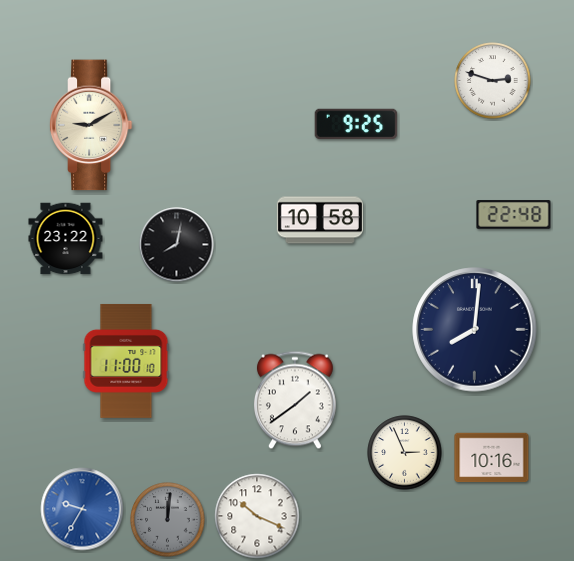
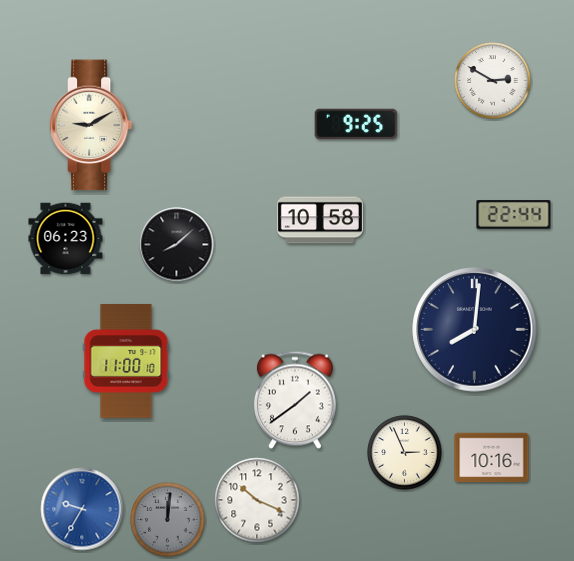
clock at (493, 81): 2:48 -> 2:50
clock at (514, 215): 22:48 -> 22:44
clock at (66, 239): 23:22 -> 06:23
clock at (177, 245): 8:02 -> 8:08
clock at (257, 516) position: (257, 516) -> (257, 500)
